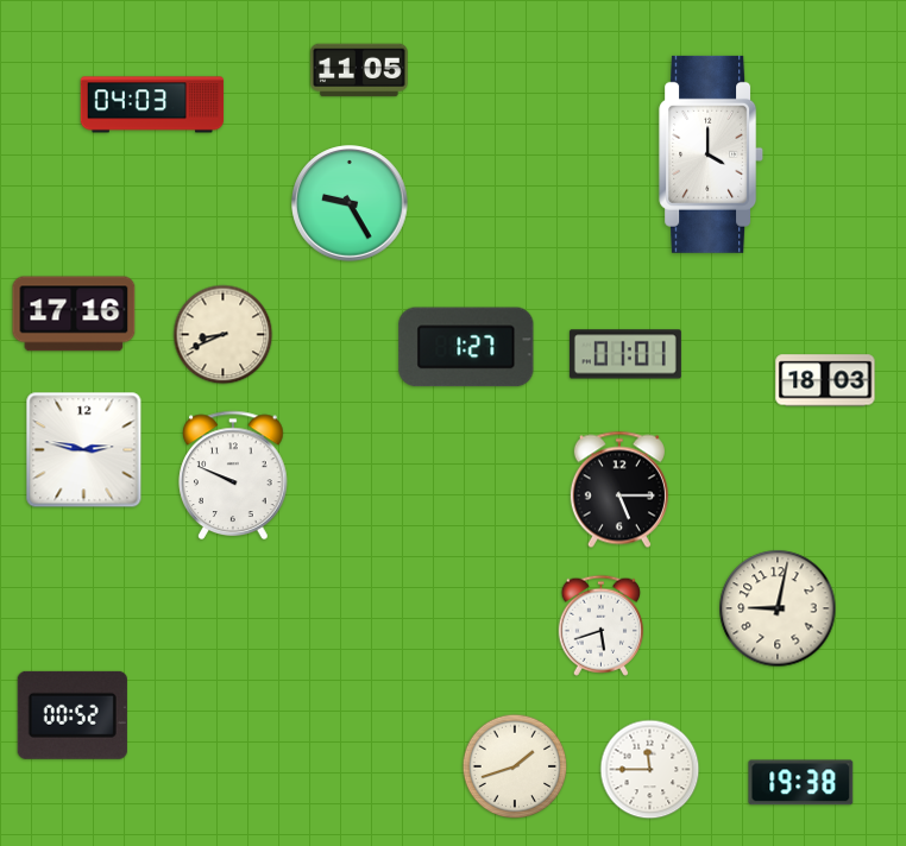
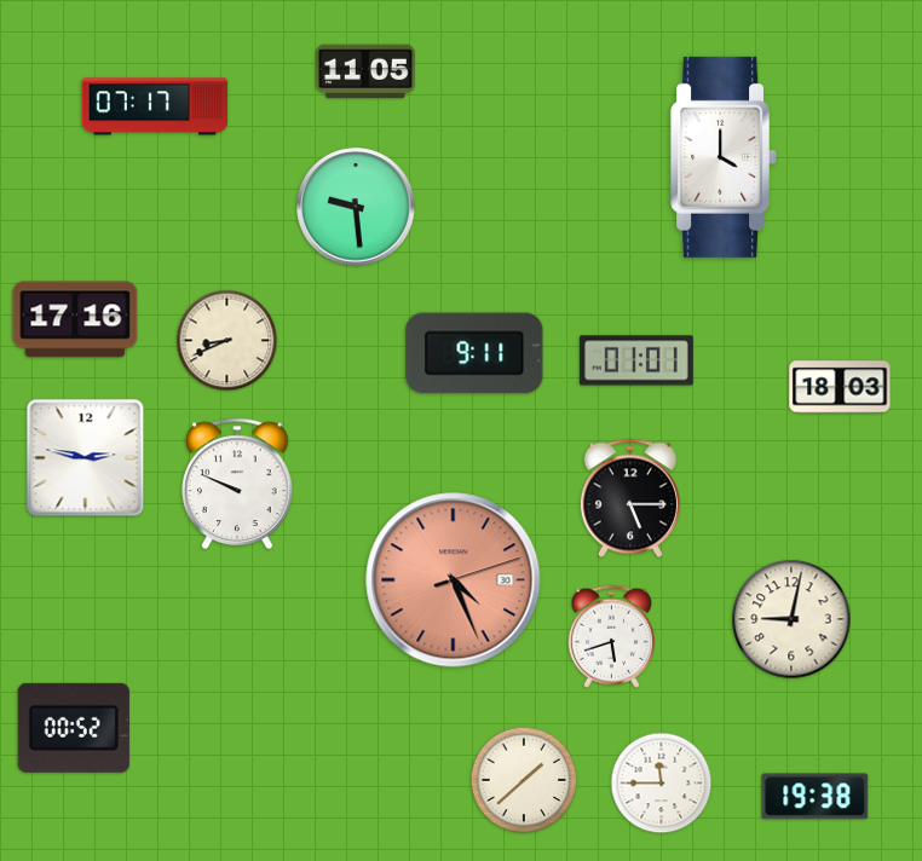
clock at (152, 105): 04:03 -> 07:17
clock at (350, 203): 9:25 -> 9:29
clock at (466, 347): 1:27 -> 9:11
clock at (454, 580): none -> 4:26
clock at (515, 766): 1:42 -> 1:38
